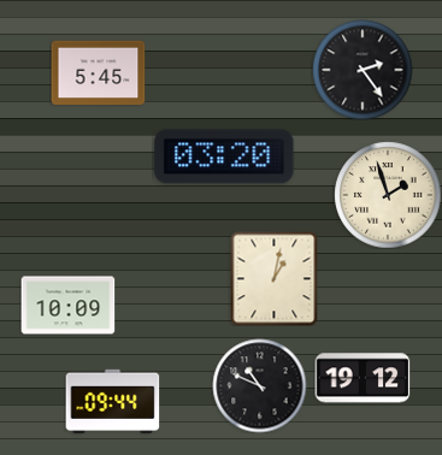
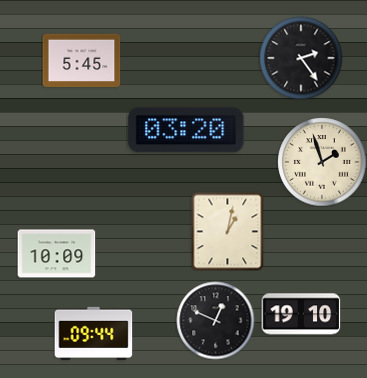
clock at (363, 378): 19:12 -> 19:10
clock at (259, 385): 10:49 -> 12:49
